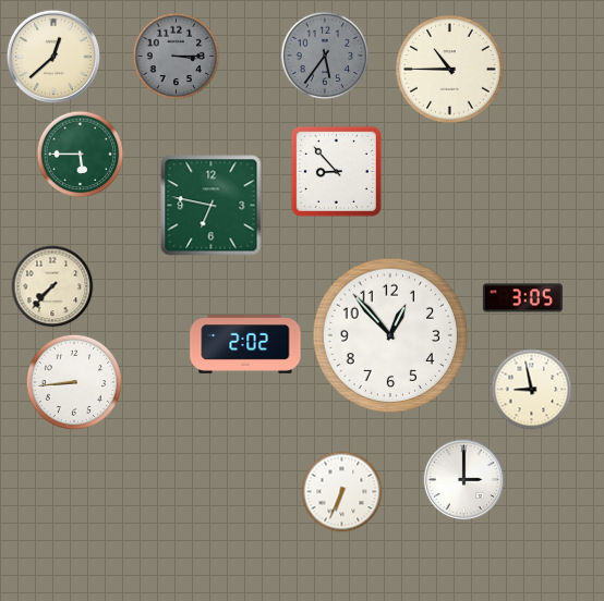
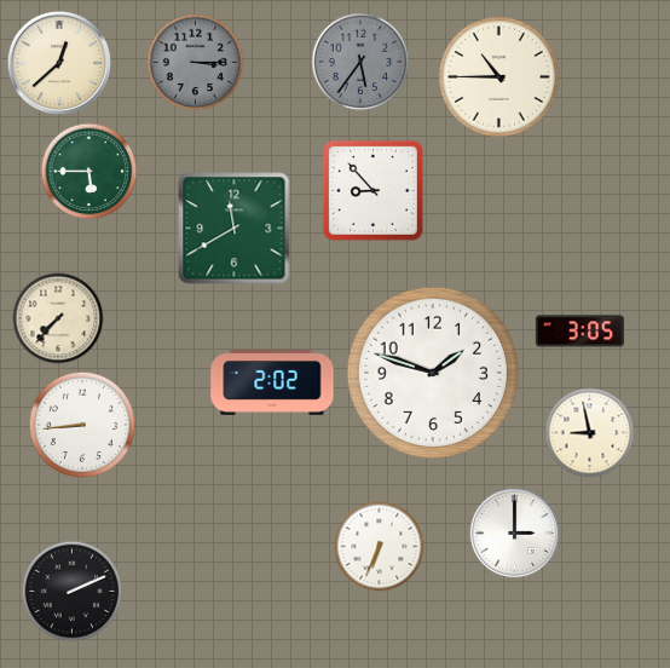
clock at (212, 206): 6:47 -> 11:40
clock at (390, 335): 12:53 -> 1:48
clock at (73, 592): none -> 2:11
